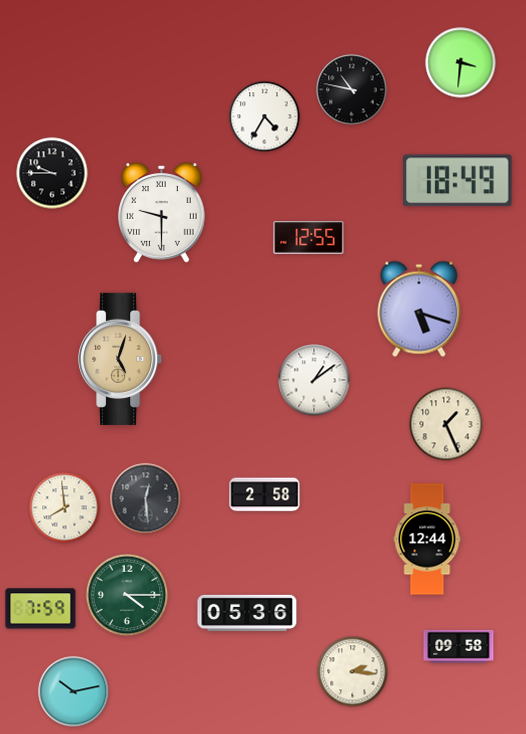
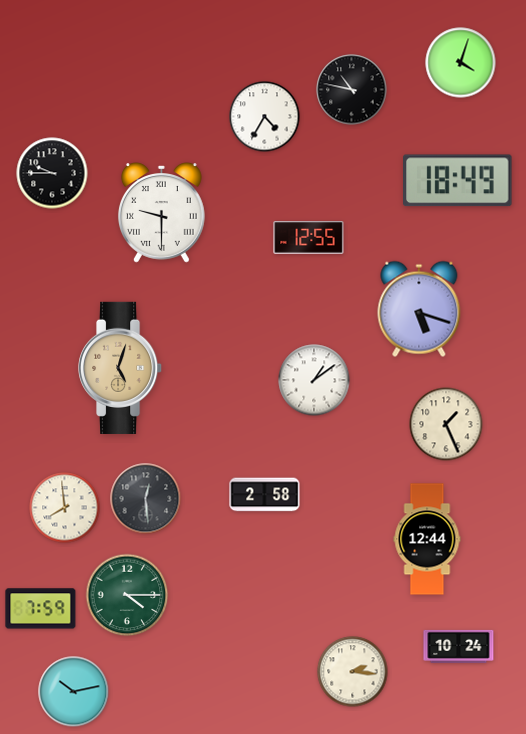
clock at (461, 63): 3:31 -> 4:03
clock at (121, 359) position: (121, 359) -> (121, 368)
clock at (247, 613): 05:36 -> none
clock at (459, 646): 09:58 -> 10:24
